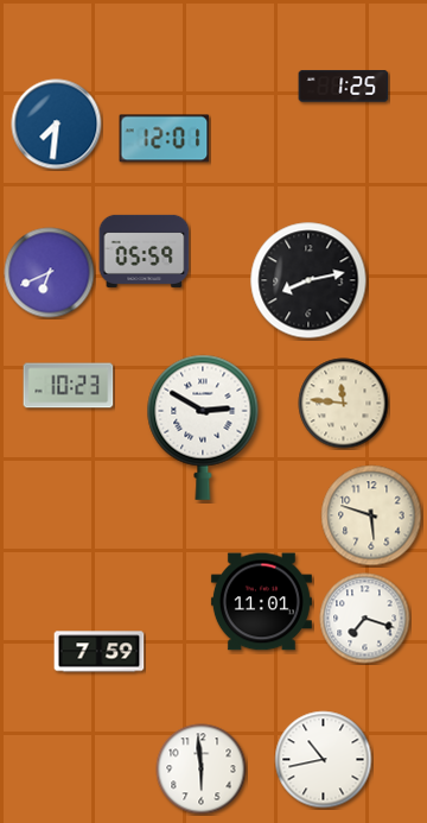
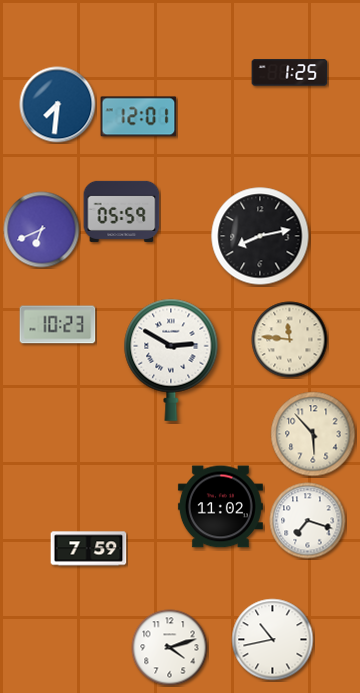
clock at (57, 125) position: (57, 125) -> (58, 105)
clock at (371, 515): 5:48 -> 5:53
clock at (261, 602): 11:01 -> 11:02
clock at (100, 652) position: (100, 652) -> (89, 549)
clock at (202, 770): 5:59 -> 4:12
